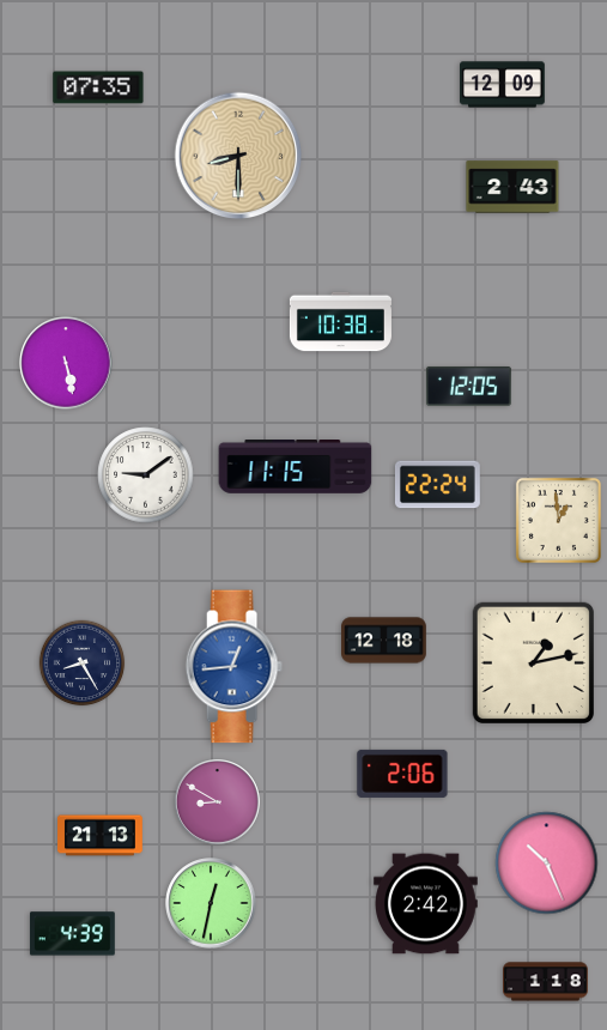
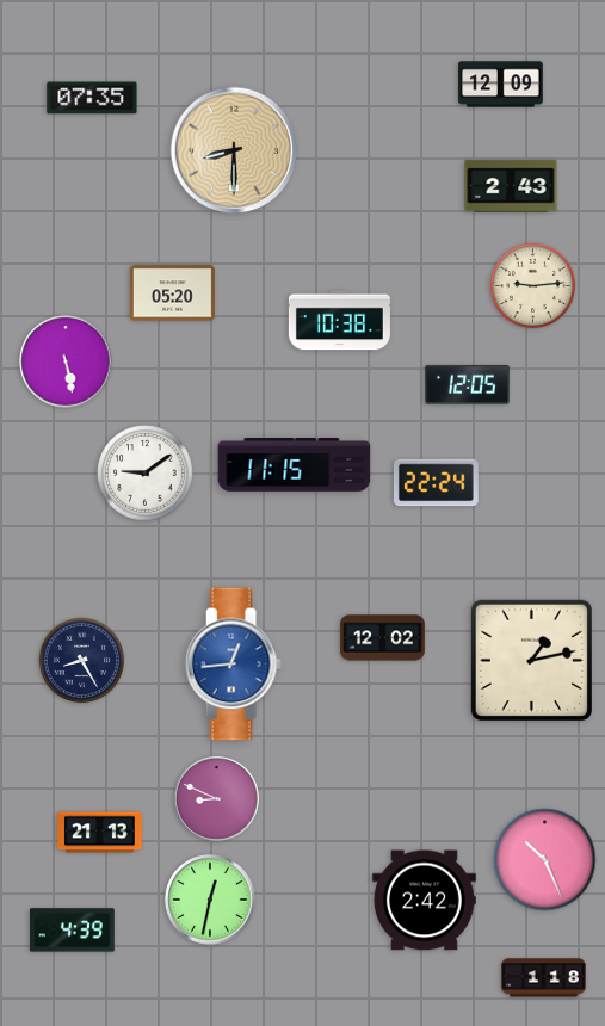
clock at (98, 87) position: (98, 87) -> (92, 98)
clock at (238, 156) position: (238, 156) -> (234, 150)
clock at (533, 286): none -> 9:14
clock at (172, 293): none -> 05:20
clock at (558, 520): 12:59 -> none
clock at (384, 641): 12:18 -> 12:02
clock at (402, 774): 2:06 -> none
clock at (218, 802): 8:50 -> 8:49
